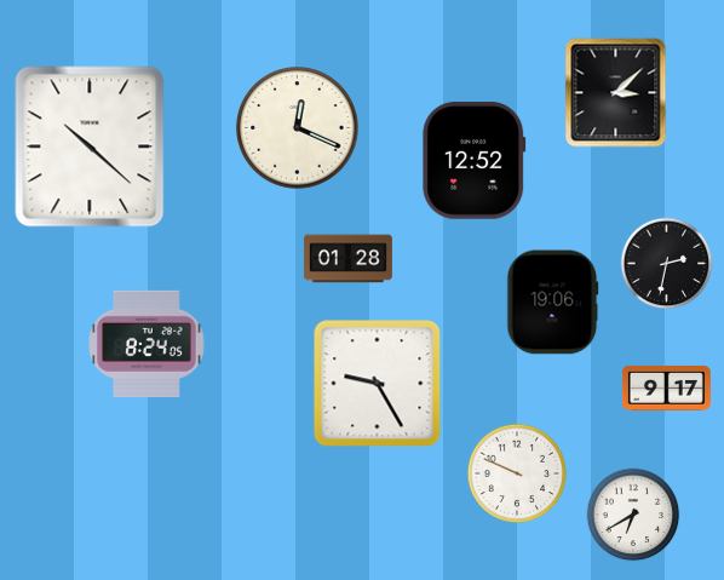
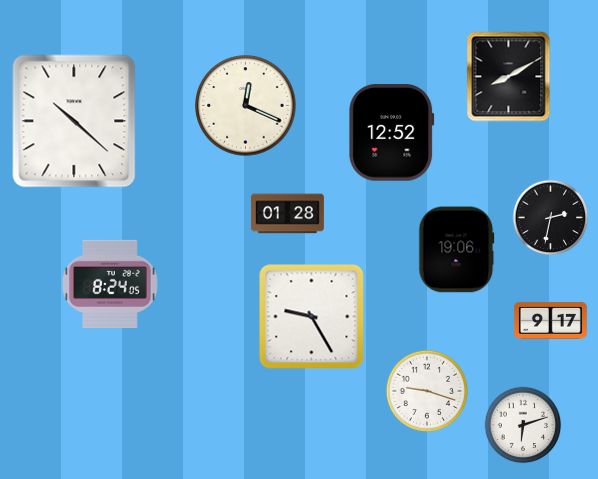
clock at (616, 93): 3:08 -> 8:10
clock at (146, 343) position: (146, 343) -> (110, 283)
clock at (516, 472): 9:49 -> 9:18
clock at (633, 515): 6:40 -> 6:12
